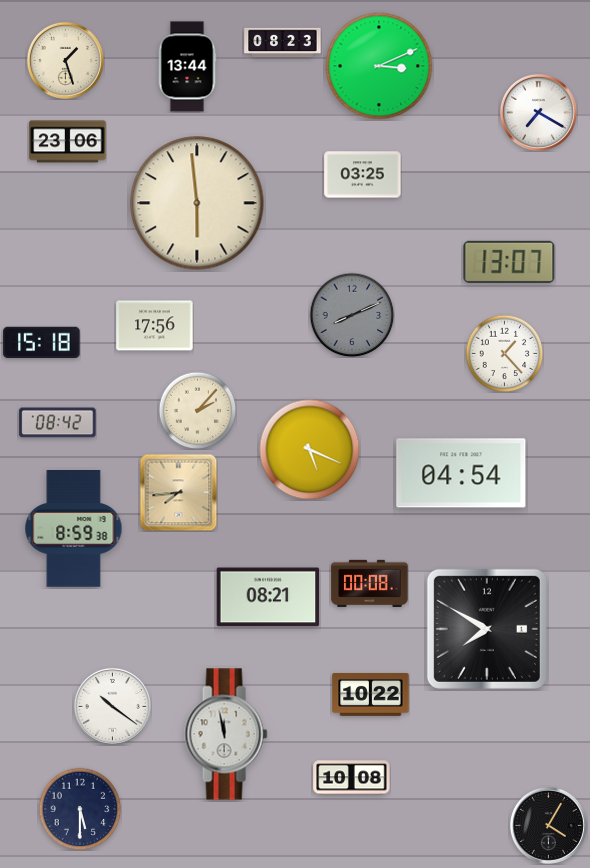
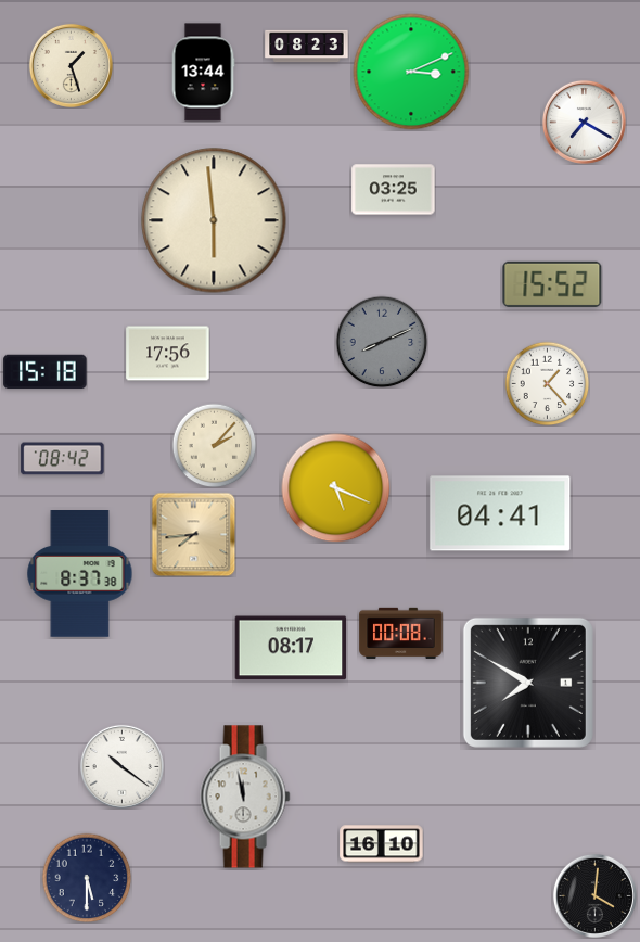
clock at (68, 142): 23:06 -> none
clock at (509, 262): 13:07 -> 15:52
clock at (461, 473): 04:54 -> 04:41
clock at (74, 529): 8:59 -> 8:37
clock at (268, 597): 08:21 -> 08:17
clock at (371, 694): 10:22 -> none
clock at (352, 778): 10:08 -> 16:10
clock at (548, 825): 4:05 -> 4:01
